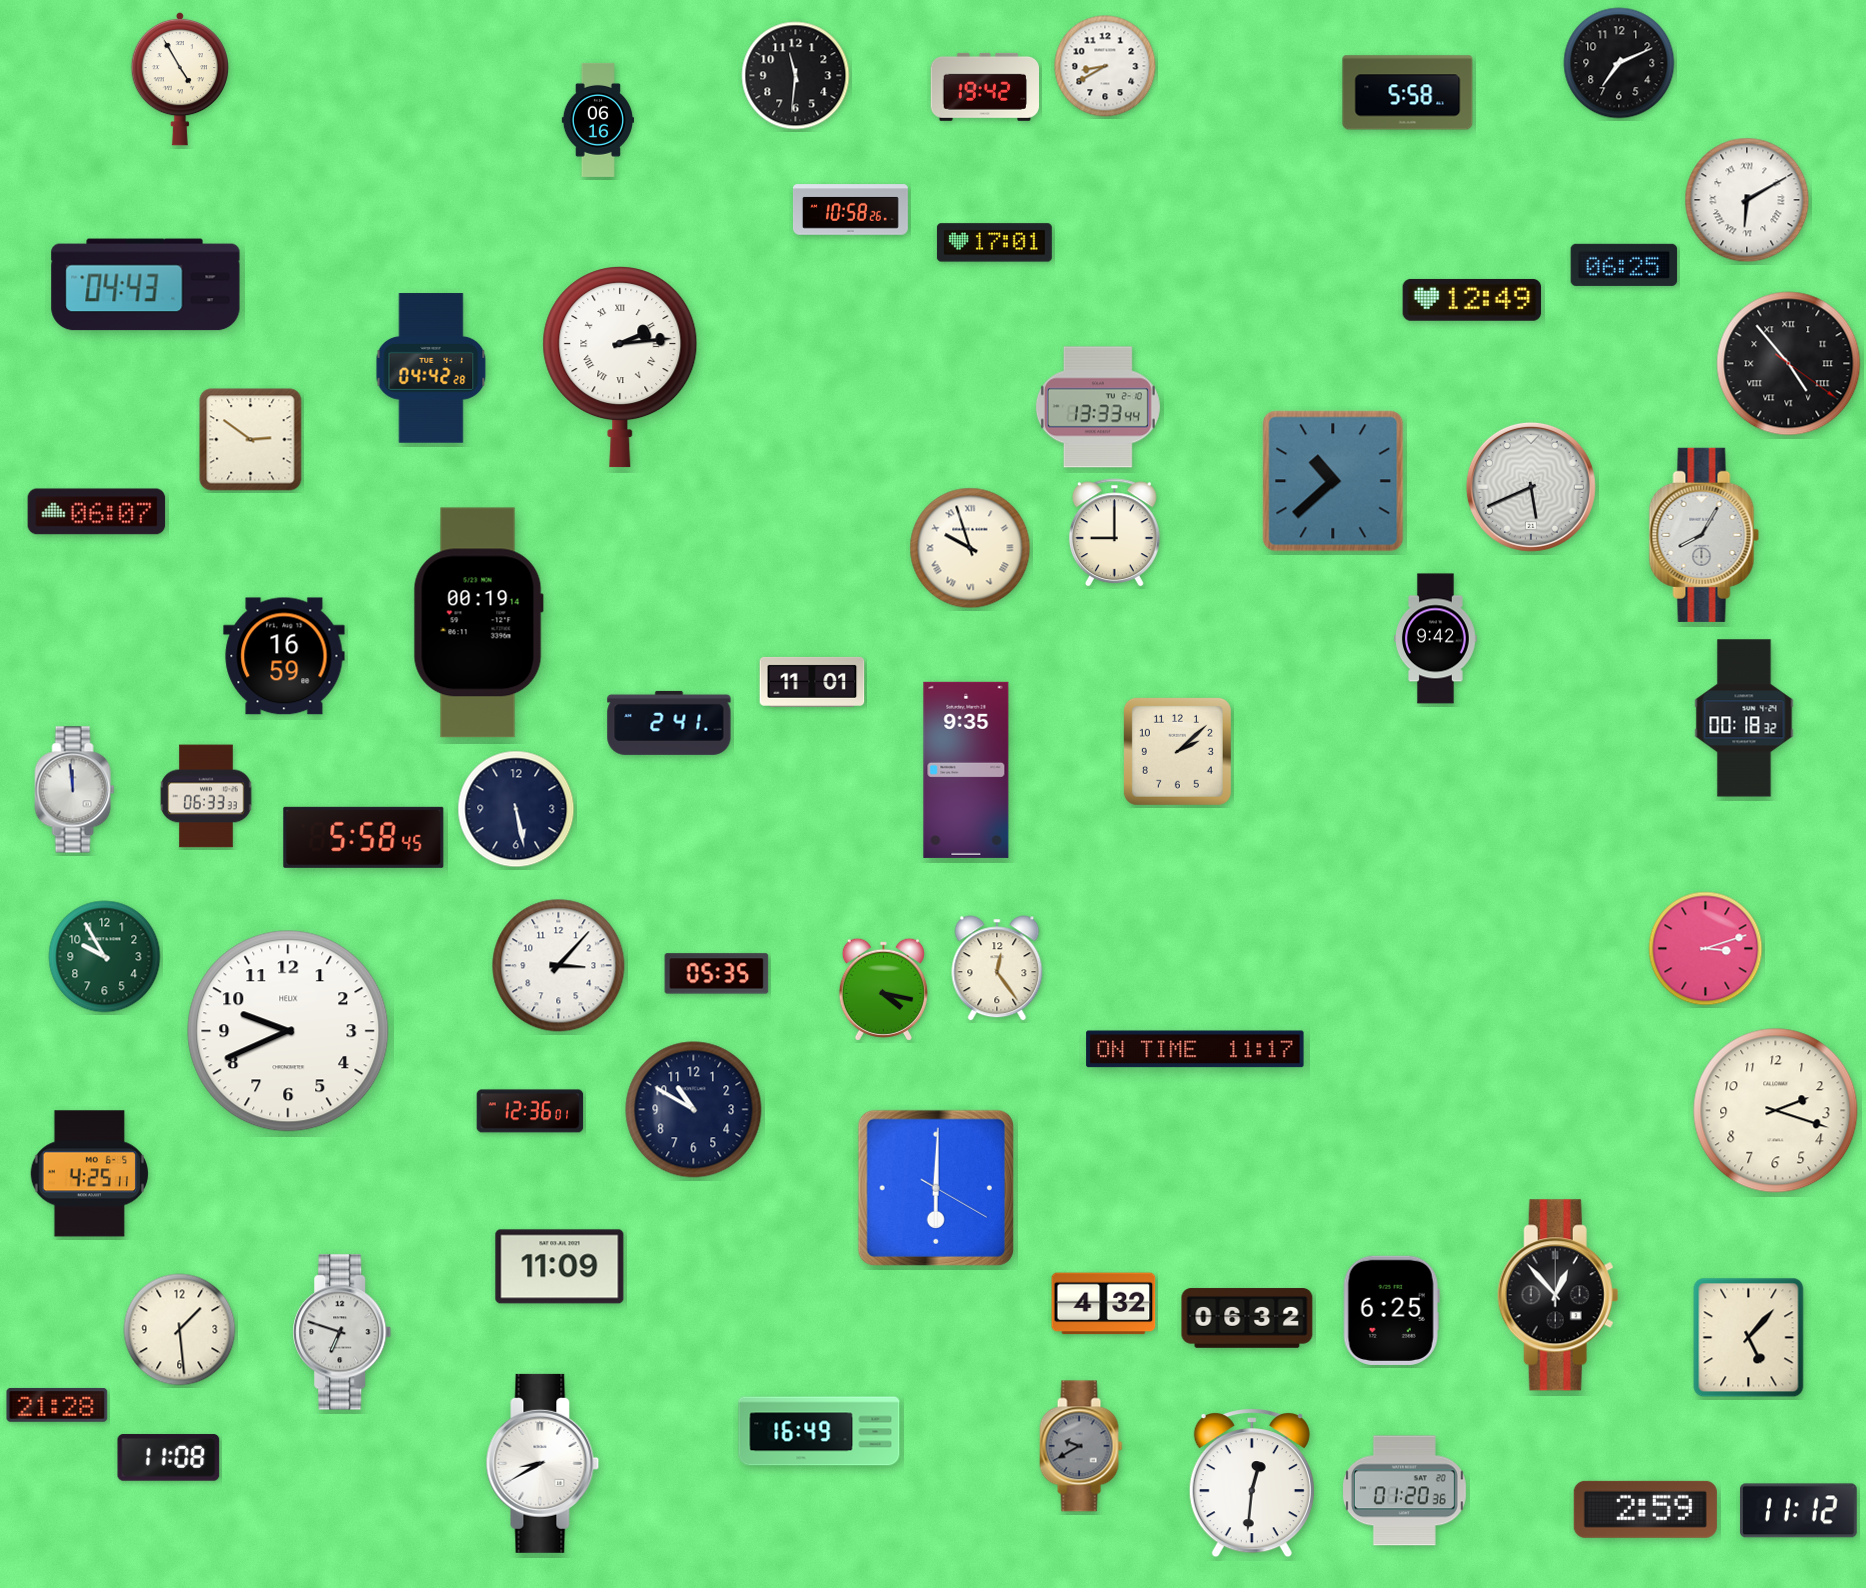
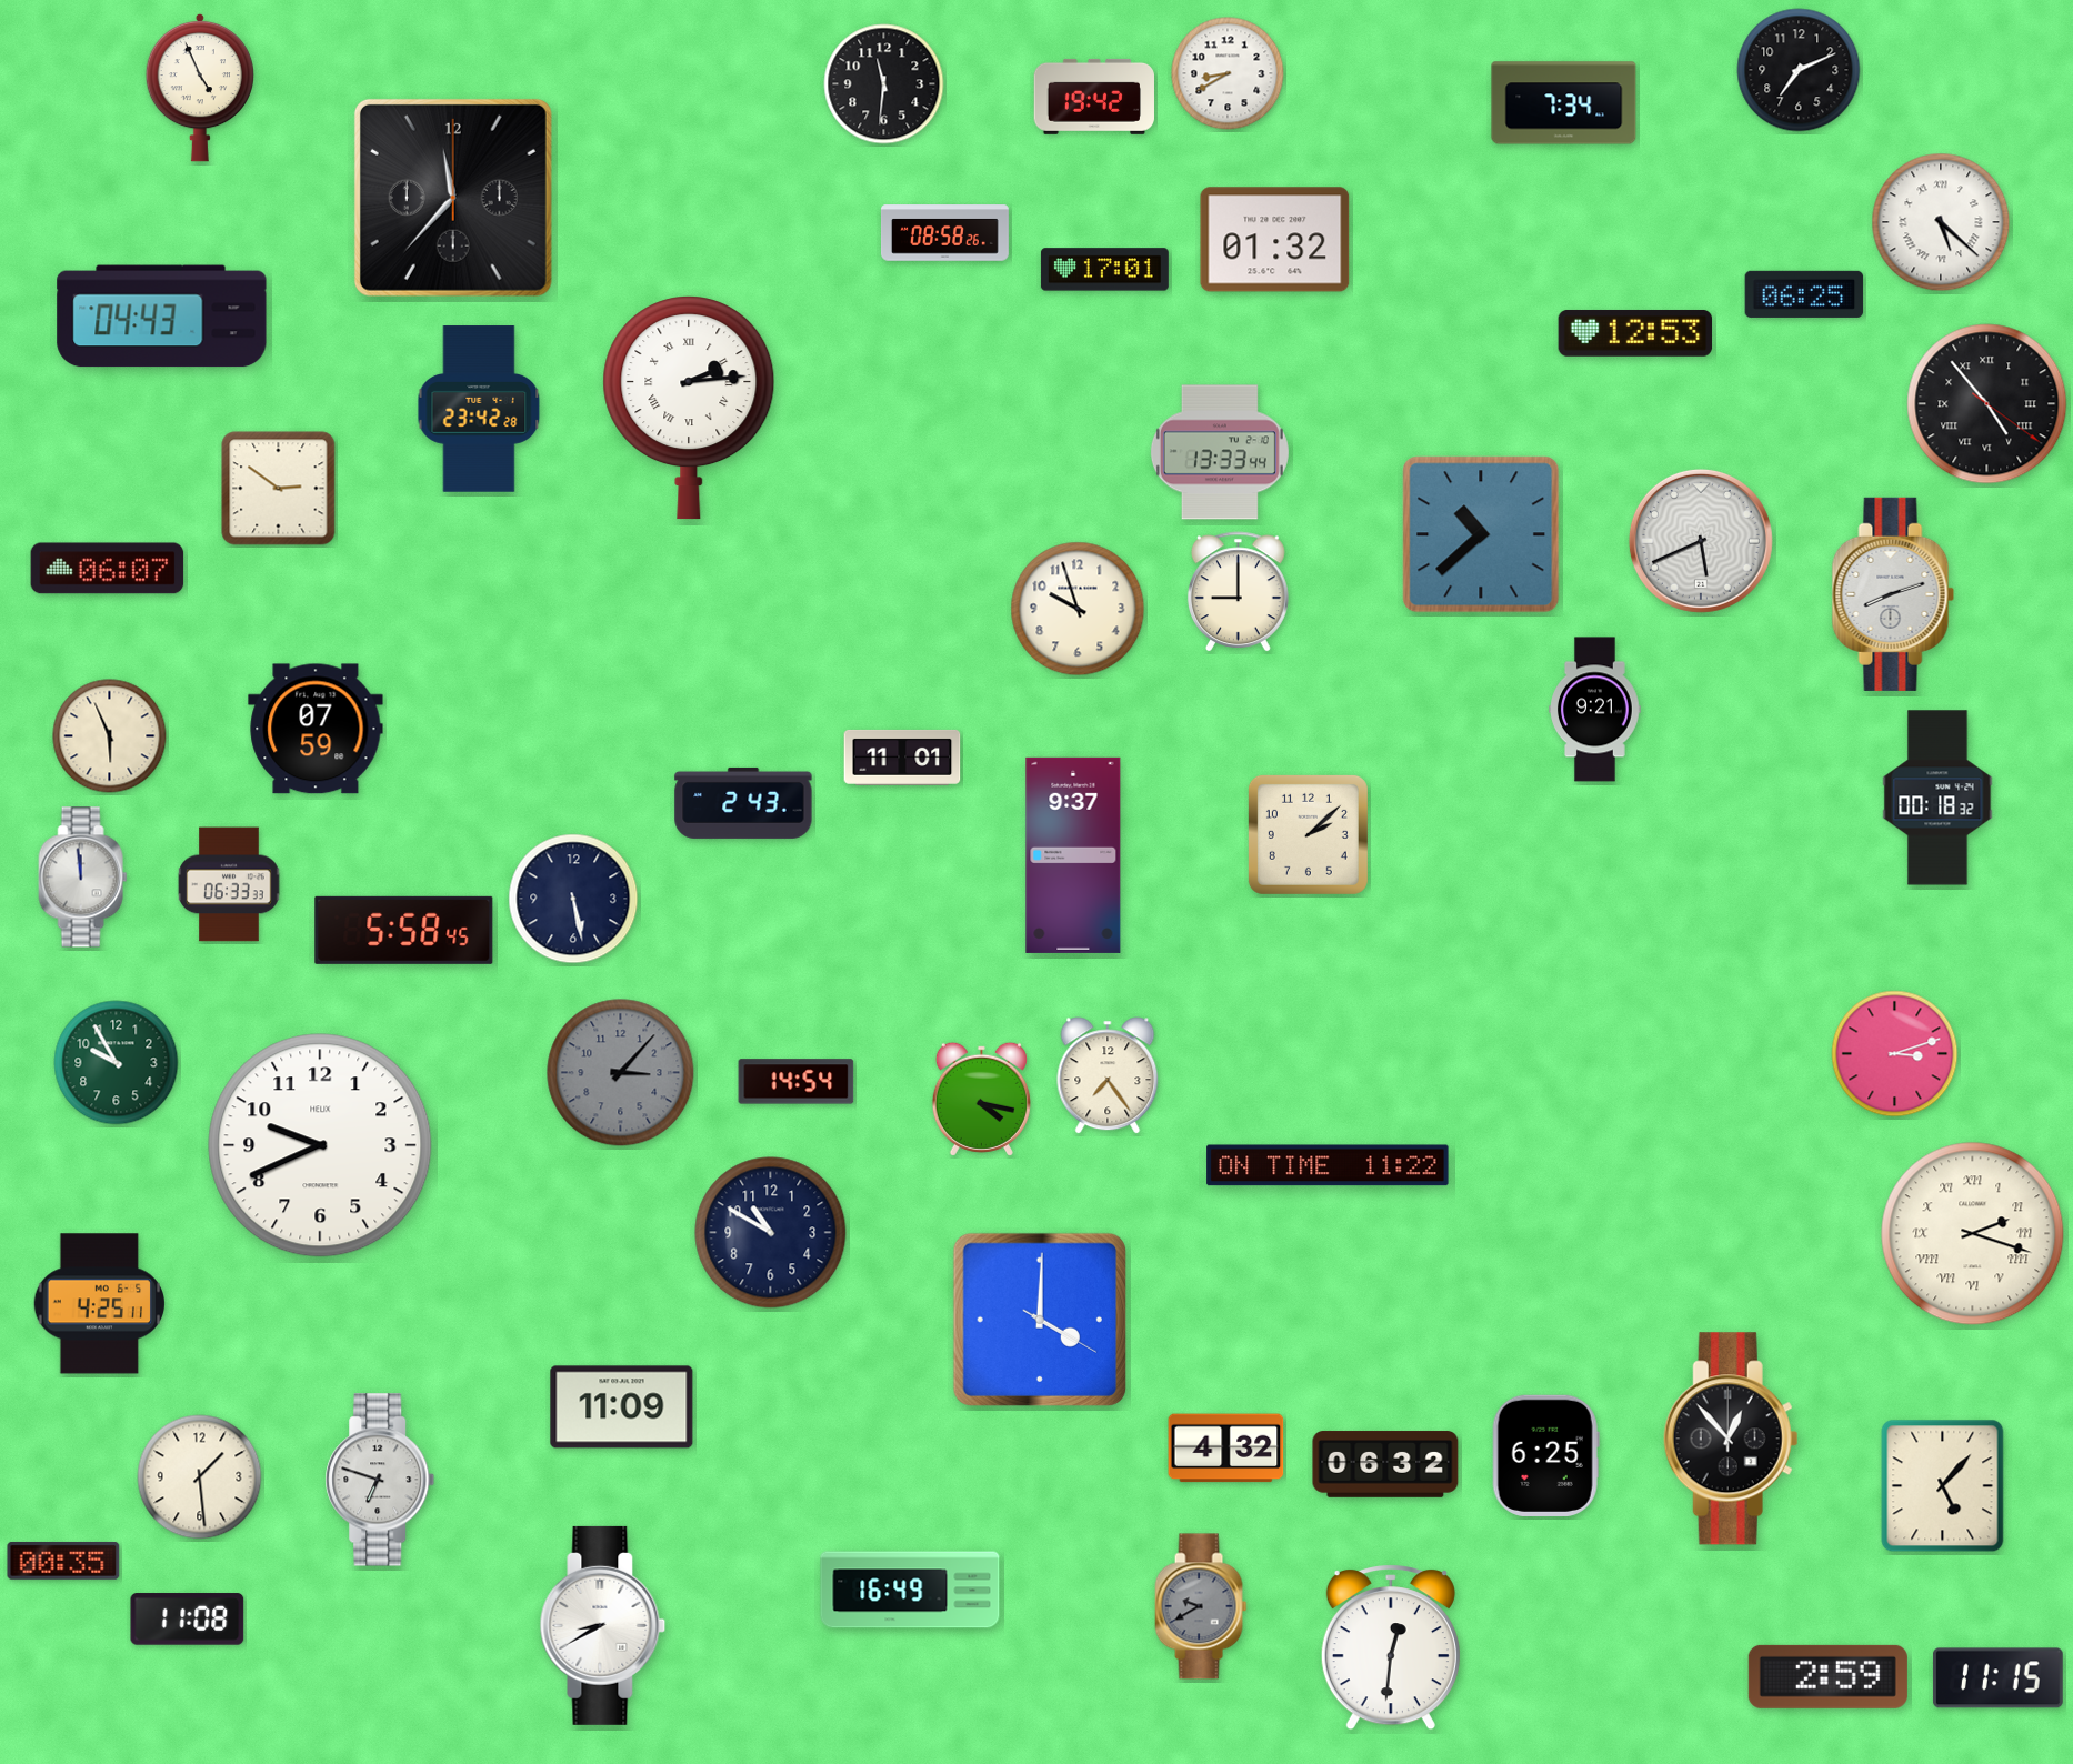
clock at (179, 79): 4:55 -> 4:56
clock at (1408, 93): 5:58 -> 7:34
clock at (597, 120): 06:16 -> none
clock at (453, 198): none -> 11:37
clock at (1747, 200): 6:10 -> 5:22
clock at (850, 210): 10:58 -> 08:58
clock at (1275, 240): none -> 01:32
clock at (1472, 300): 12:49 -> 12:53
clock at (431, 368): 04:42 -> 23:42
clock at (1704, 535): 8:05 -> 8:12
clock at (970, 548) numerals: Roman -> Arabic
clock at (478, 623): 00:19 -> none
clock at (1436, 639): 9:42 -> 9:21
clock at (284, 656): 16:59 -> 07:59
clock at (110, 736): none -> 5:56
clock at (669, 723): 2:41 -> 2:43
clock at (966, 770): 9:35 -> 9:37
clock at (559, 966) dial: white -> grey
clock at (997, 968): 12:24 -> 7:24
clock at (717, 974): 05:35 -> 14:54
clock at (1195, 1049): 11:17 -> 11:22
clock at (530, 1111): 12:36 -> none
clock at (1776, 1111) numerals: Arabic -> Roman
clock at (936, 1188): 6:00 -> 4:00
clock at (57, 1405): 21:28 -> 00:35
clock at (1404, 1491): 01:20 -> none
clock at (1798, 1511): 11:12 -> 11:15
